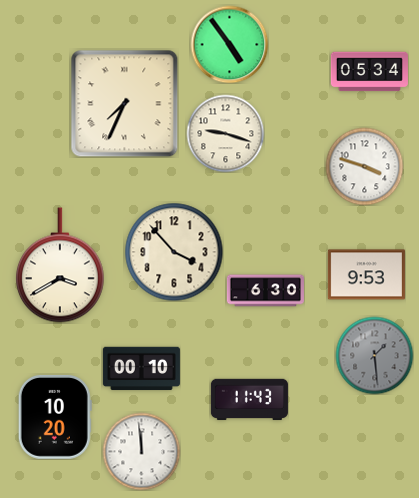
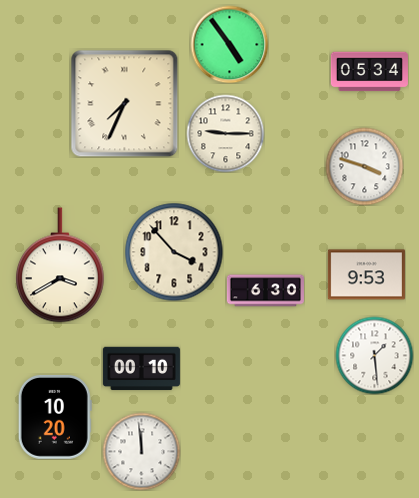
clock at (225, 133): 9:18 -> 9:15
clock at (374, 355) dial: grey -> white
clock at (249, 400): 11:43 -> none
